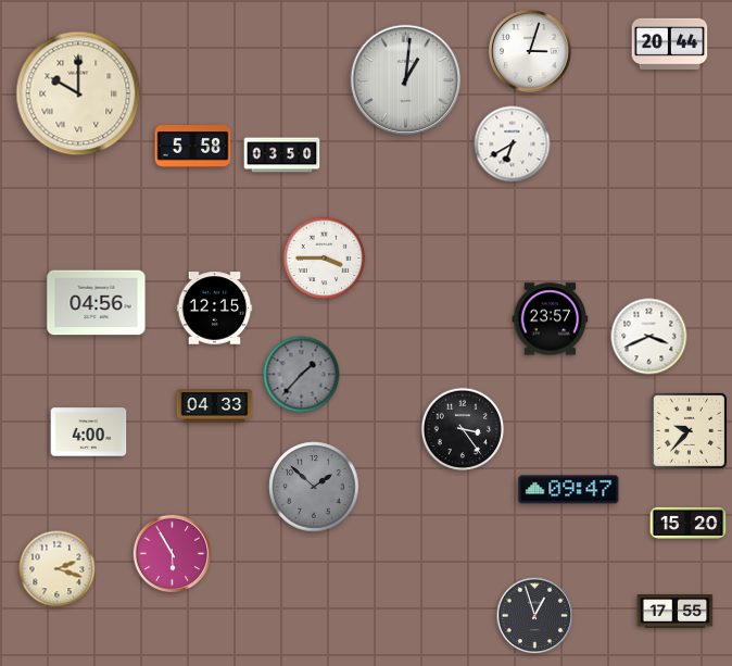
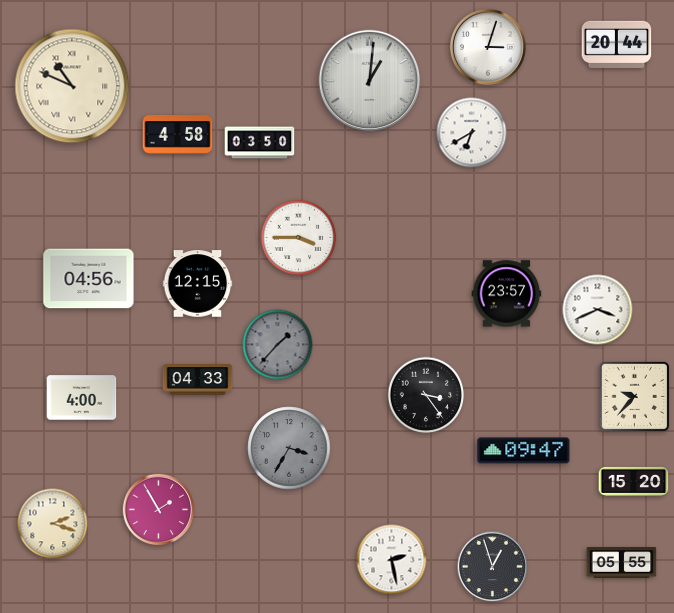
clock at (670, 43) position: (670, 43) -> (617, 44)
clock at (406, 80) position: (406, 80) -> (370, 81)
clock at (78, 93): 10:00 -> 10:49
clock at (193, 147): 5:58 -> 4:58
clock at (215, 406) position: (215, 406) -> (198, 380)
clock at (314, 487): 1:52 -> 3:35
clock at (173, 554): 5:55 -> 1:55
clock at (392, 560): none -> 2:28
clock at (676, 612): 17:55 -> 05:55
